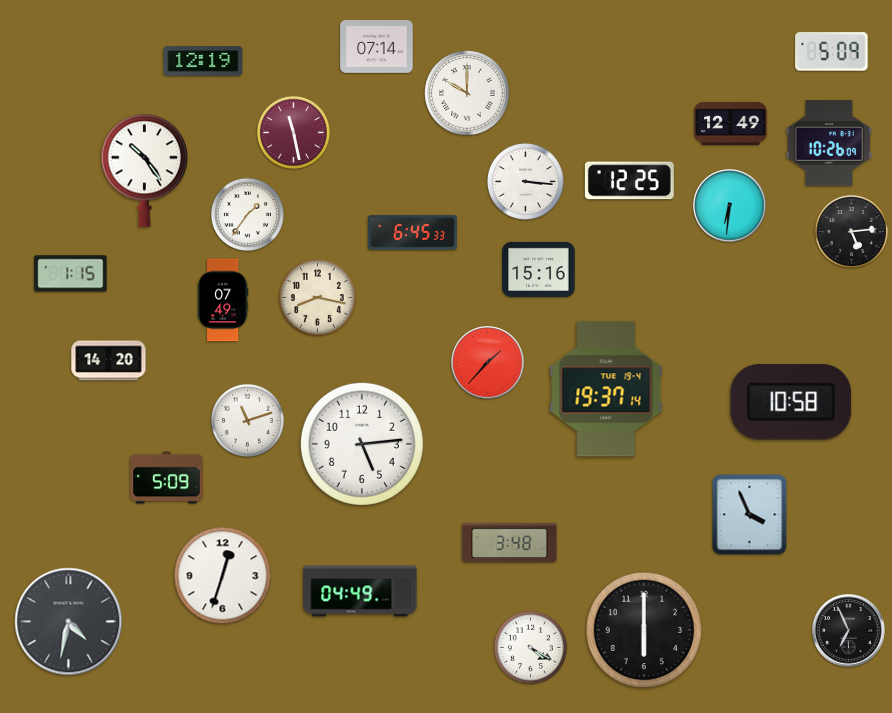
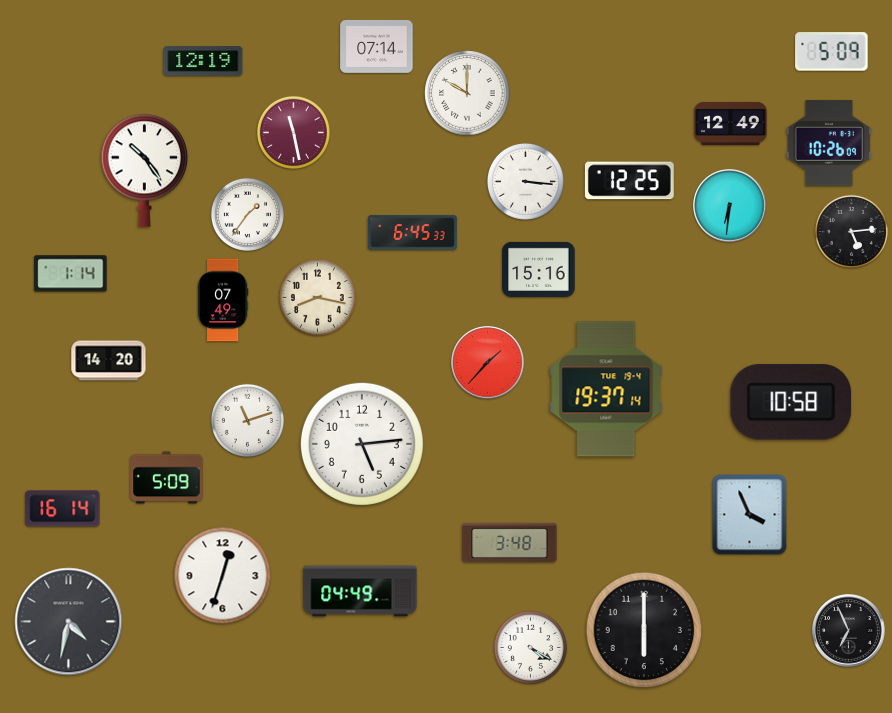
clock at (71, 274): 1:15 -> 1:14
clock at (63, 509): none -> 16:14
